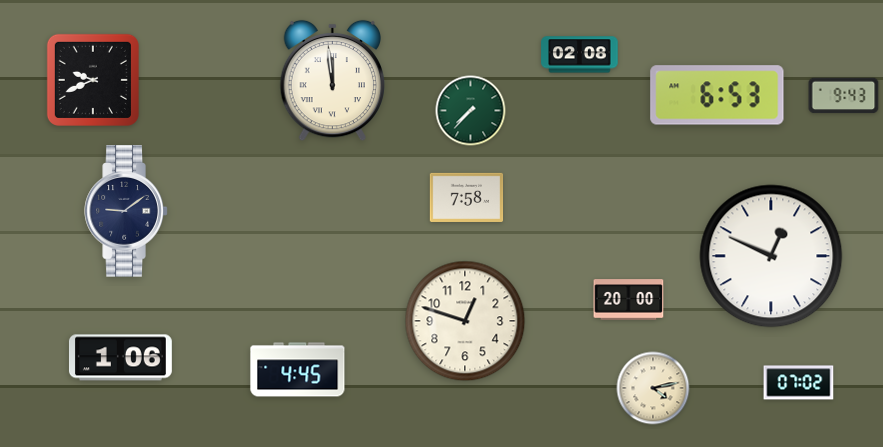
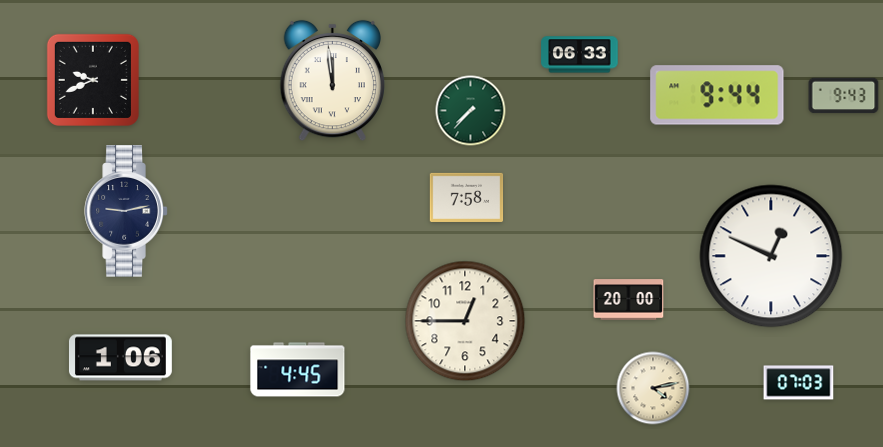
clock at (580, 55): 02:08 -> 06:33
clock at (717, 95): 6:53 -> 9:44
clock at (126, 211): 9:09 -> 9:13
clock at (465, 321): 12:48 -> 12:45
clock at (799, 383): 07:02 -> 07:03
